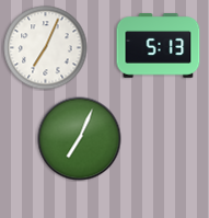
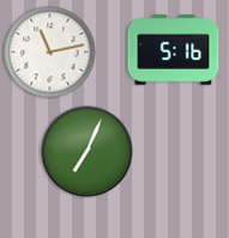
clock at (159, 46): 5:13 -> 5:16
clock at (46, 48): 7:04 -> 11:13
